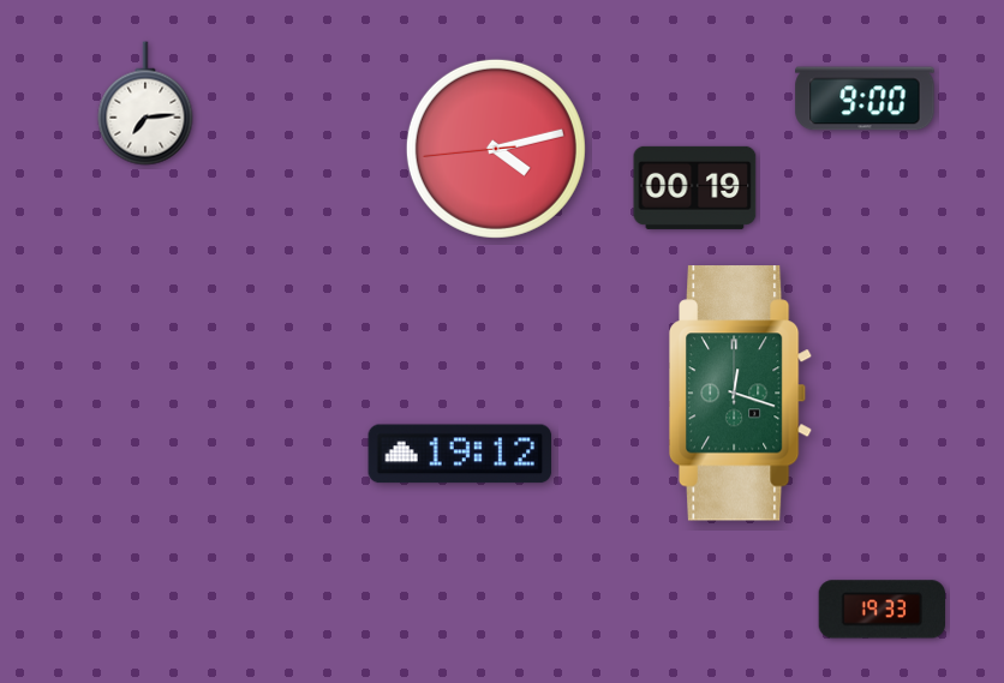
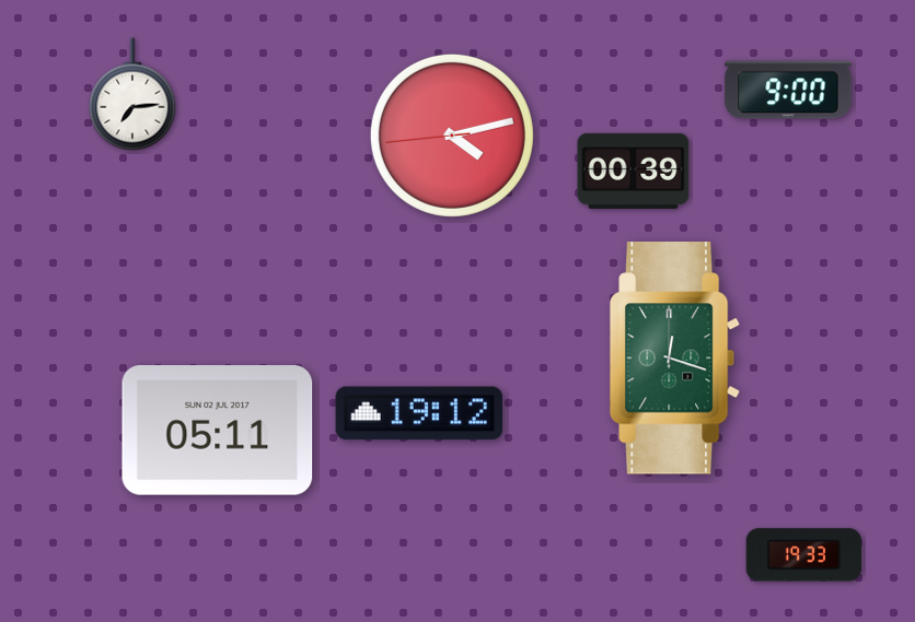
clock at (695, 187): 00:19 -> 00:39
clock at (218, 431): none -> 05:11
